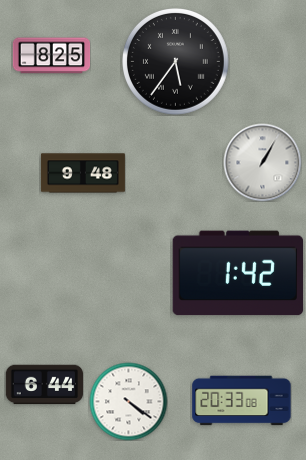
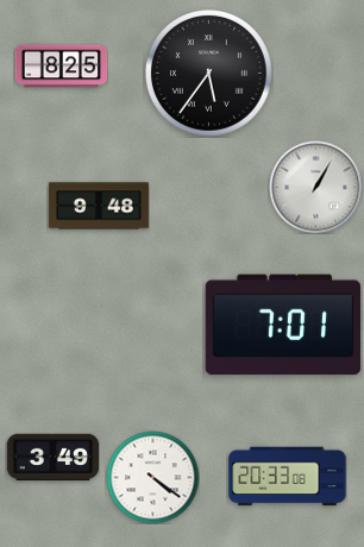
clock at (262, 162) position: (262, 162) -> (315, 187)
clock at (238, 273): 1:42 -> 7:01
clock at (44, 385): 6:44 -> 3:49
